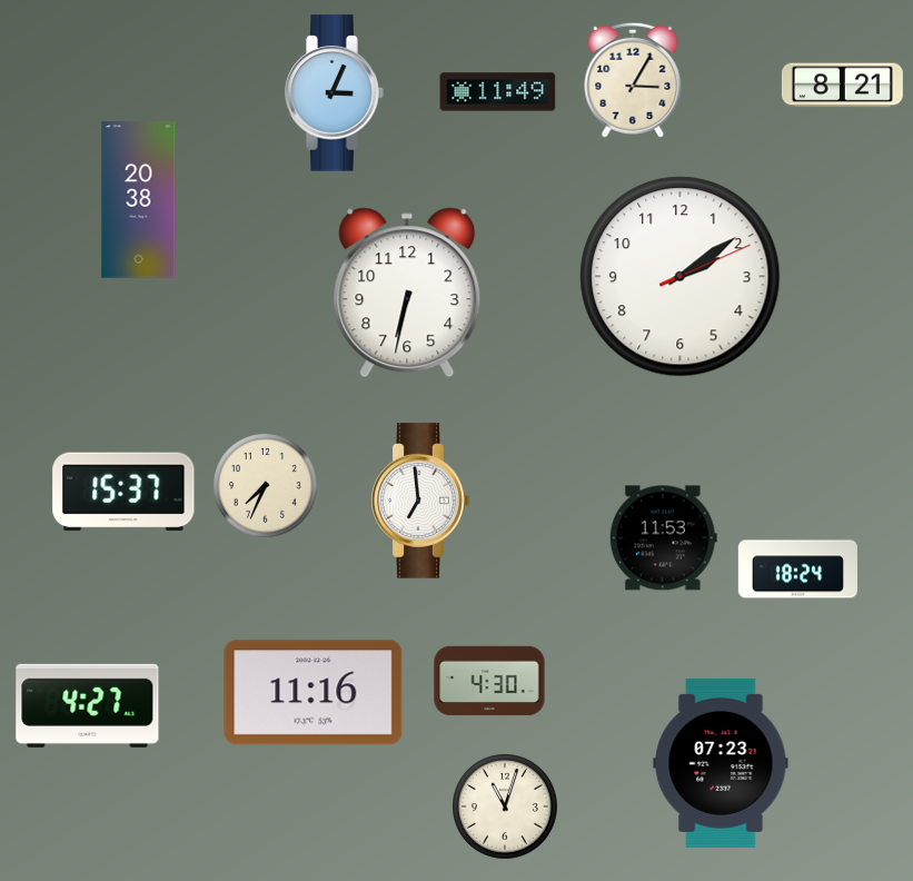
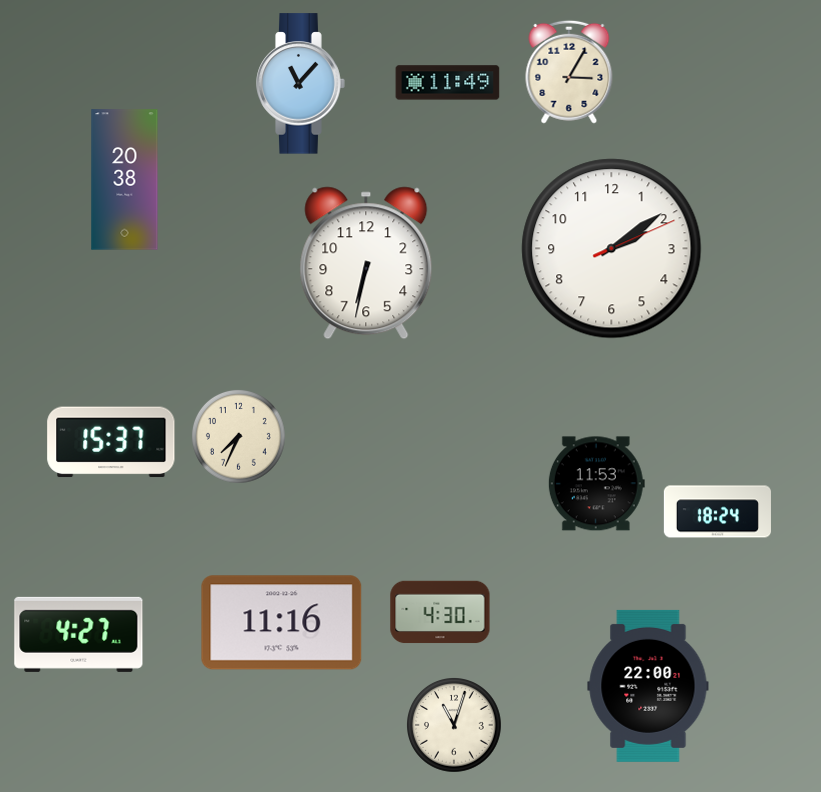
clock at (842, 86): 8:21 -> none
clock at (335, 93): 3:04 -> 11:07
clock at (420, 501): 6:59 -> none
clock at (721, 763): 07:23 -> 22:00
